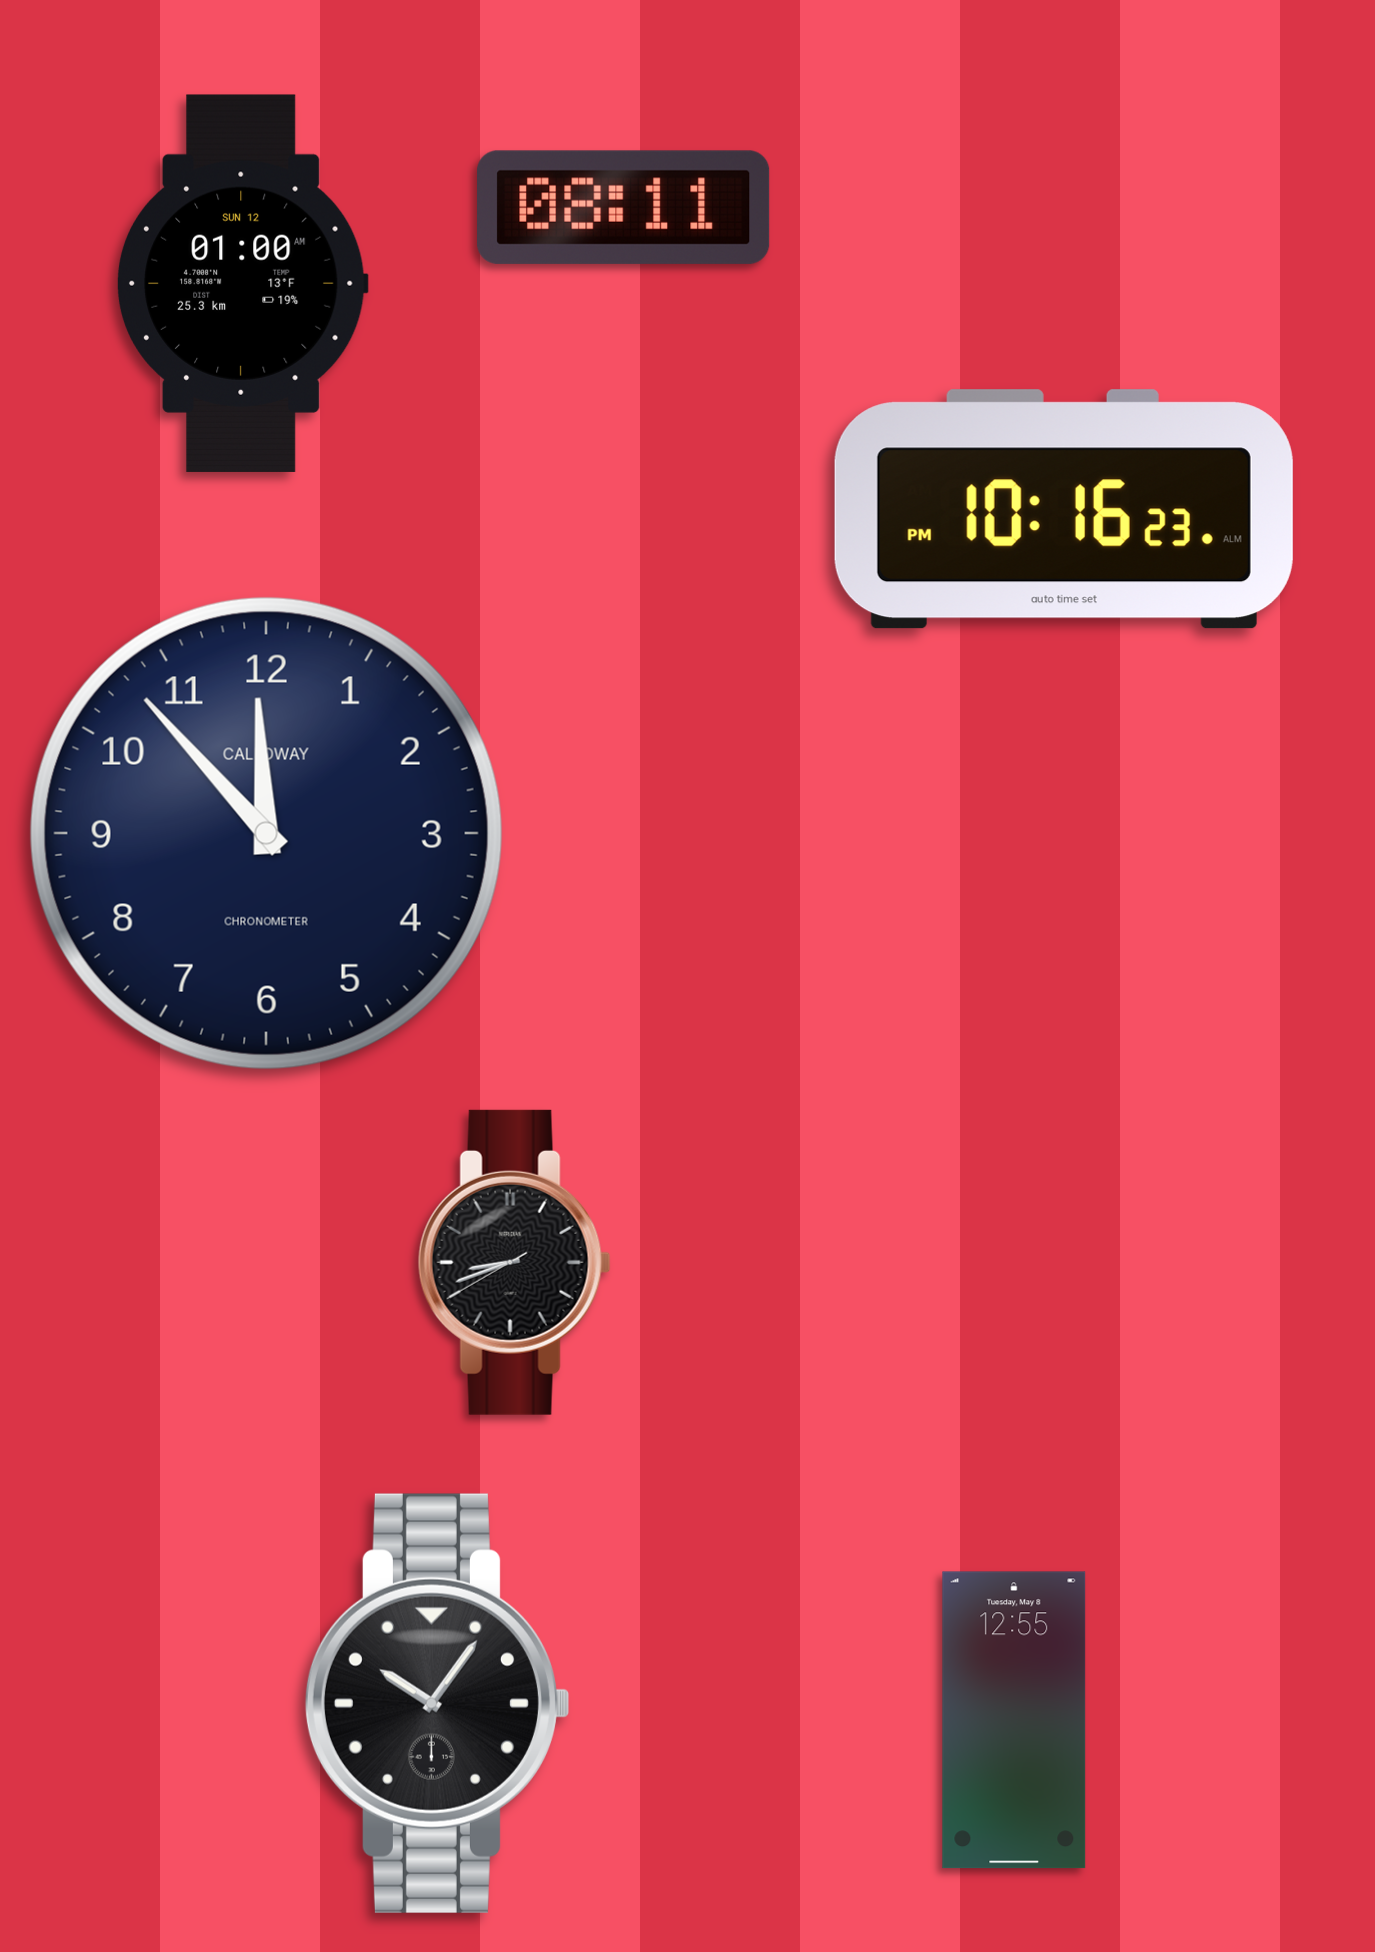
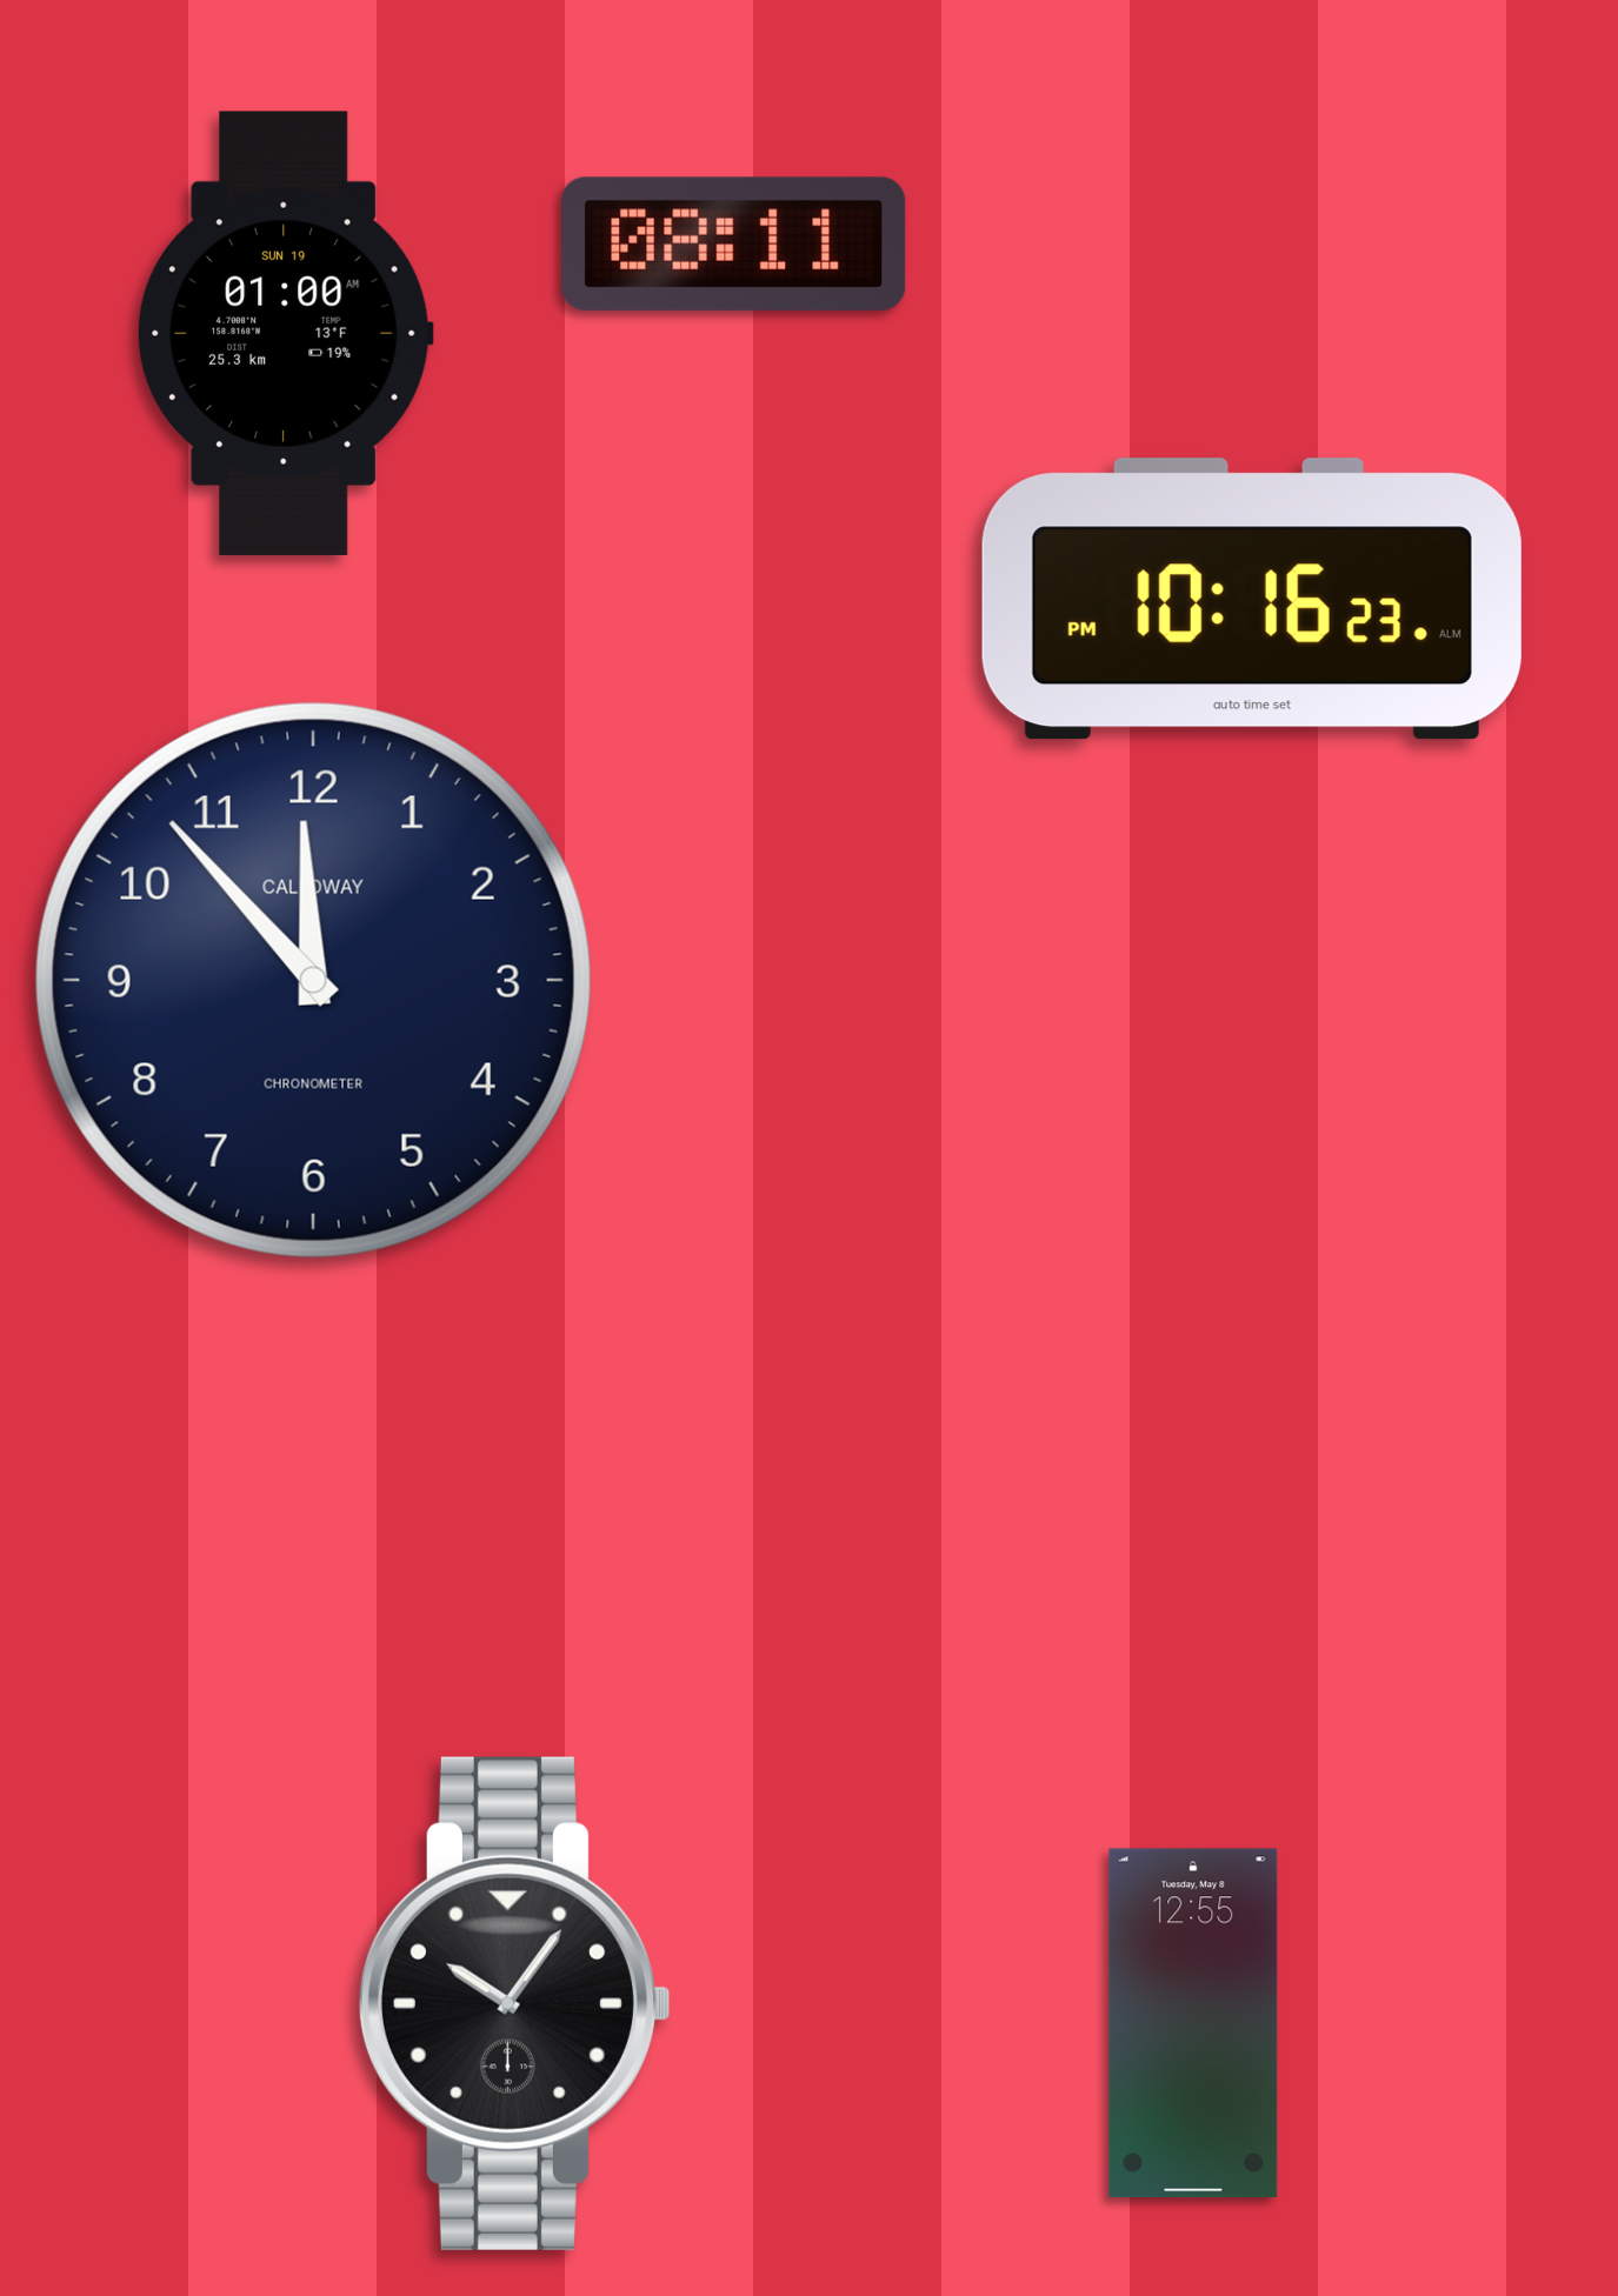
clock at (242, 283) date: SUN 12 -> SUN 19
clock at (514, 1262): 8:41 -> none
